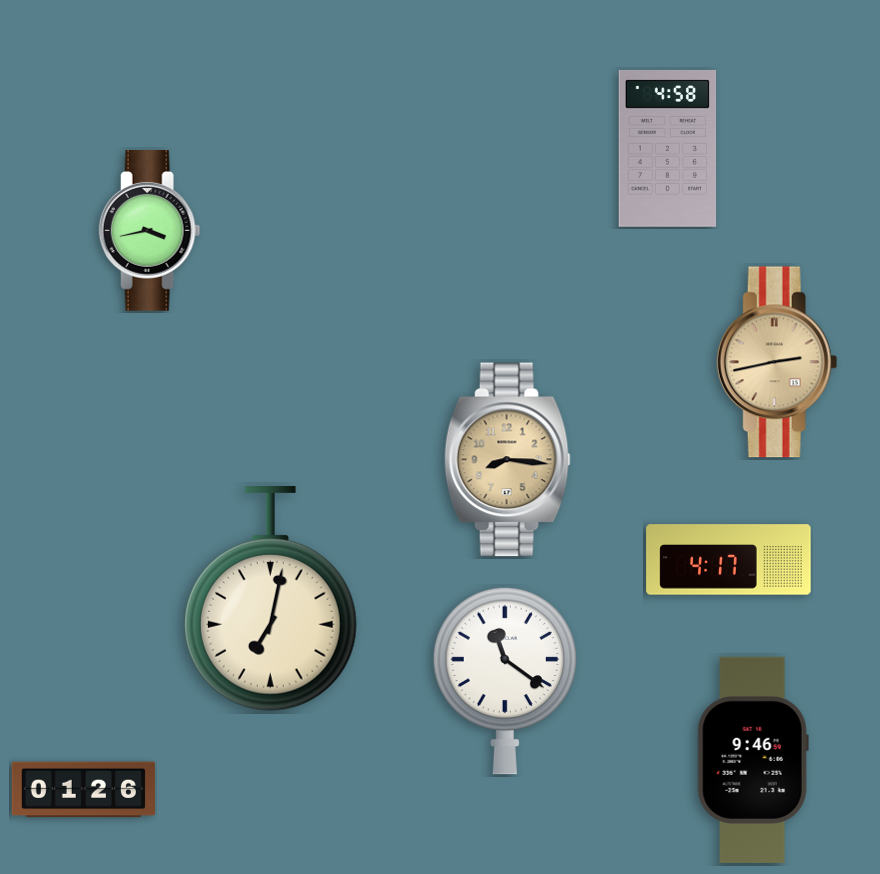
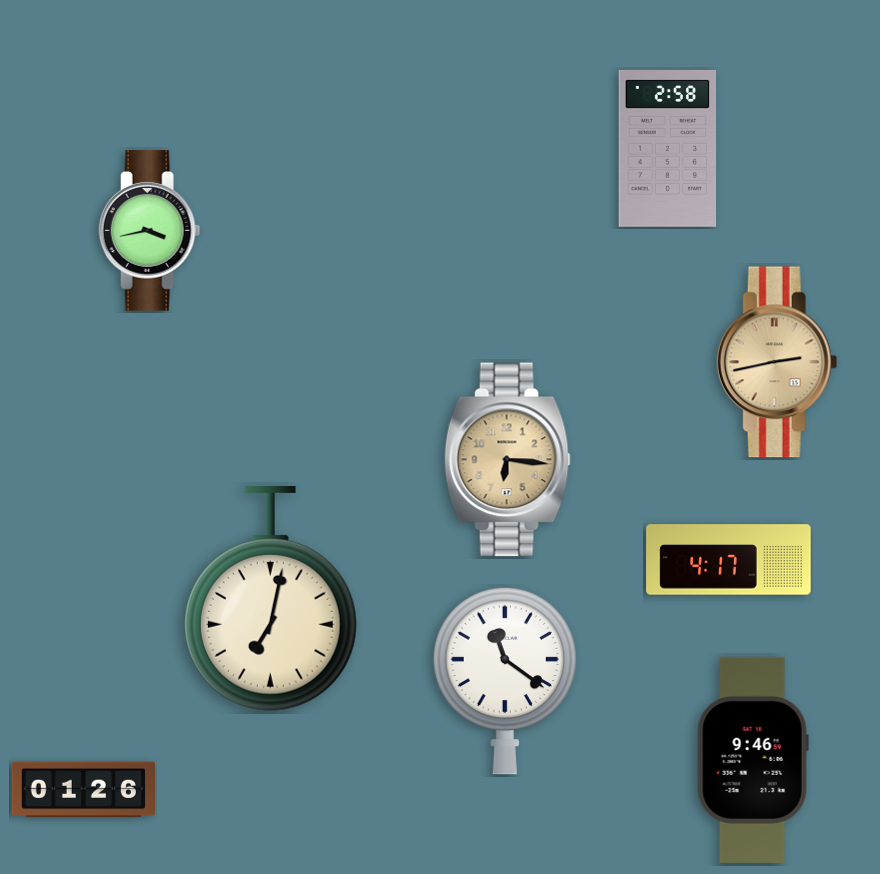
clock at (668, 148): 4:58 -> 2:58
clock at (507, 460): 8:16 -> 6:16
